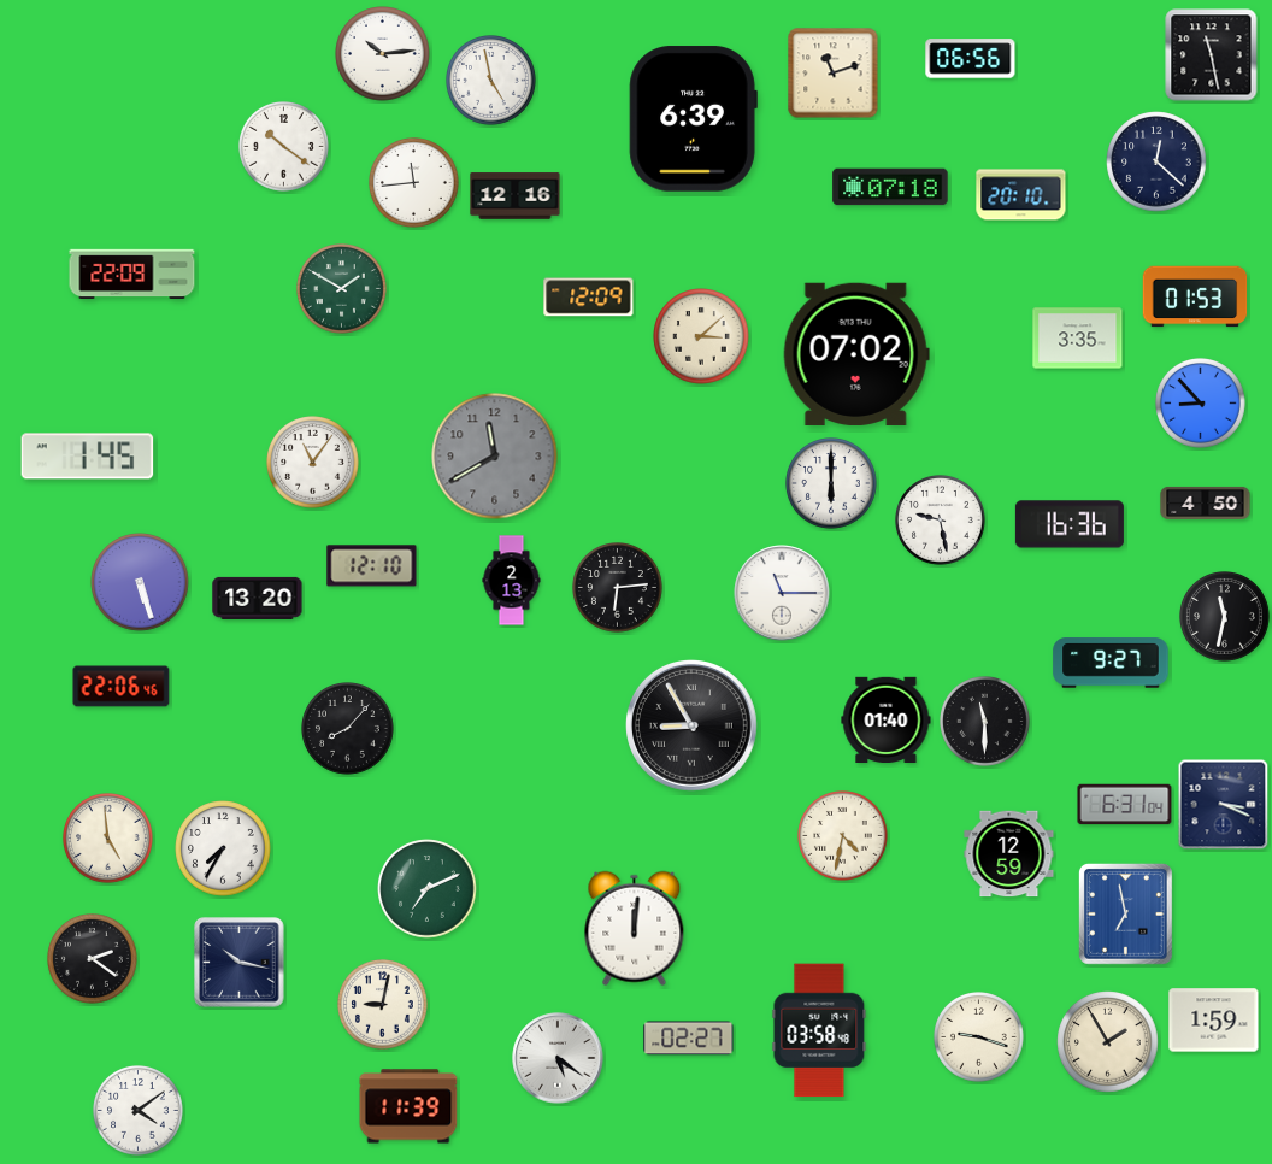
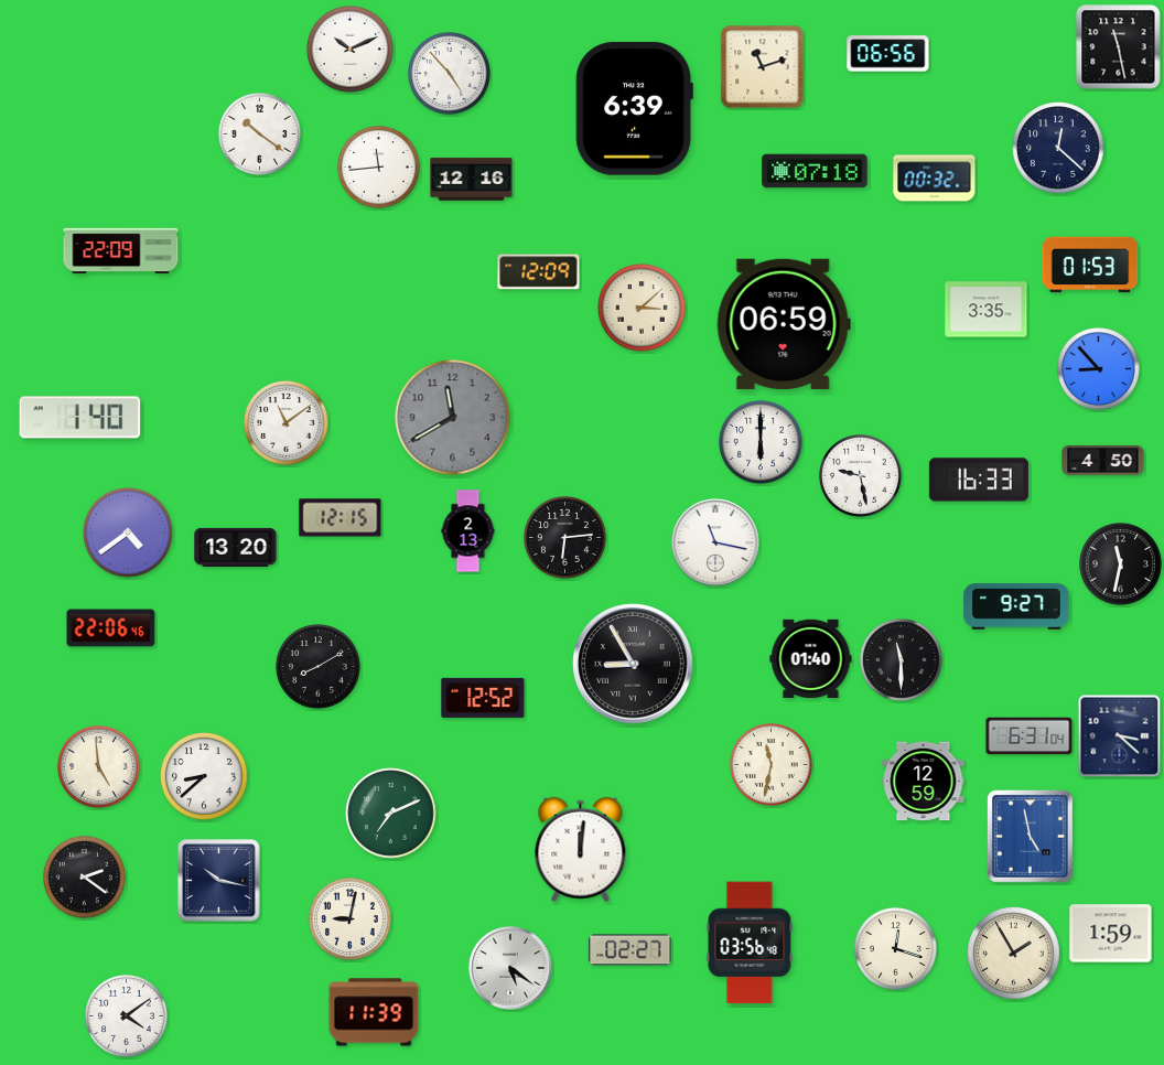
clock at (383, 54): 10:14 -> 10:11
clock at (1212, 55) position: (1212, 55) -> (1119, 47)
clock at (491, 81): 4:58 -> 4:53
clock at (1021, 195): 20:10 -> 00:32
clock at (342, 289): 1:50 -> none
clock at (1195, 296) position: (1195, 296) -> (1090, 265)
clock at (856, 354): 07:02 -> 06:59
clock at (88, 457): 1:45 -> 1:40
clock at (313, 463): 11:06 -> 11:09
clock at (1070, 524): 16:36 -> 16:33
clock at (372, 566): 12:10 -> 12:15
clock at (140, 582): 5:27 -> 4:39
clock at (782, 593): 11:15 -> 11:17
clock at (348, 729): 8:07 -> 8:10
clock at (483, 698): none -> 12:52
clock at (1224, 805): 3:19 -> 3:22
clock at (843, 836): 4:32 -> 11:32
clock at (223, 848): 7:35 -> 8:38
clock at (1125, 913): 6:58 -> 4:58
clock at (819, 1030): 03:58 -> 03:56
clock at (979, 1037): 9:18 -> 12:18
